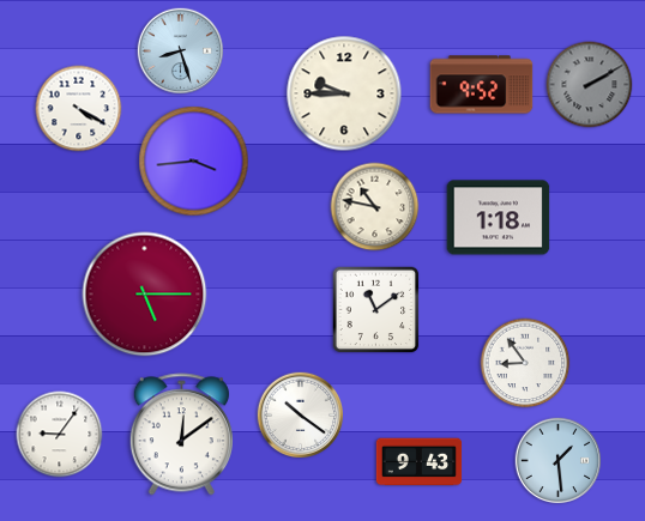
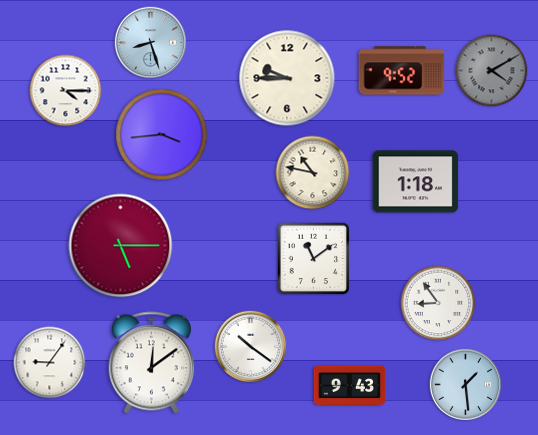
clock at (590, 85): 2:10 -> 4:10
clock at (79, 109): 4:20 -> 4:15
